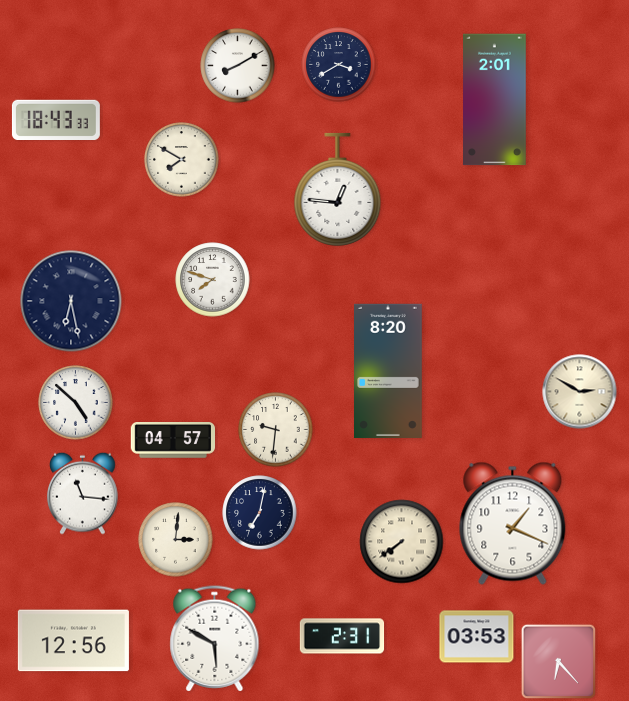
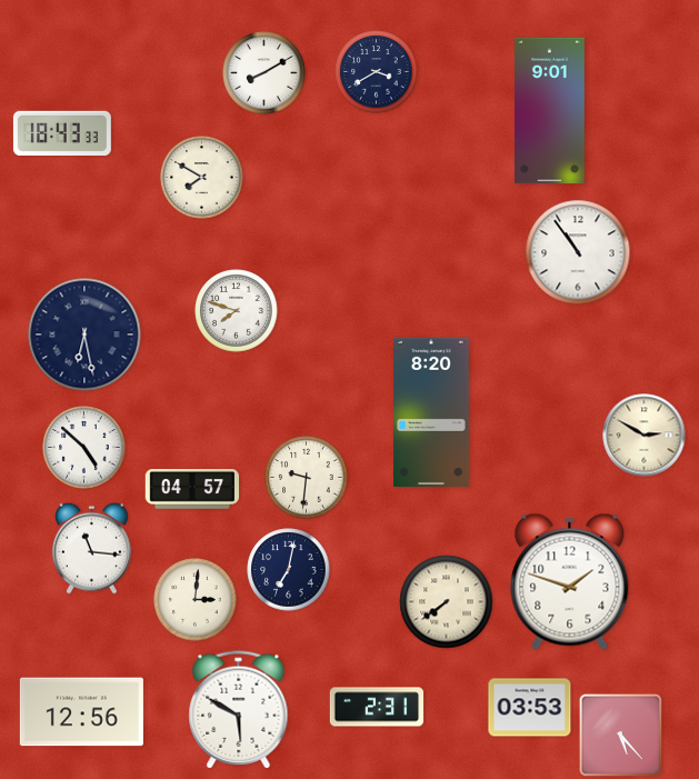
clock at (495, 100): 2:01 -> 9:01
clock at (338, 189): 12:46 -> none
clock at (578, 252): none -> 10:54
clock at (71, 301) position: (71, 301) -> (84, 334)
clock at (513, 523): 1:19 -> 1:48
clock at (342, 636) position: (342, 636) -> (377, 707)
clock at (559, 662): 6:23 -> 5:23
